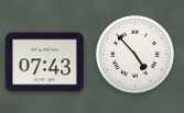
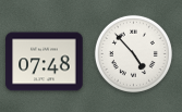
clock at (45, 63): 07:43 -> 07:48
